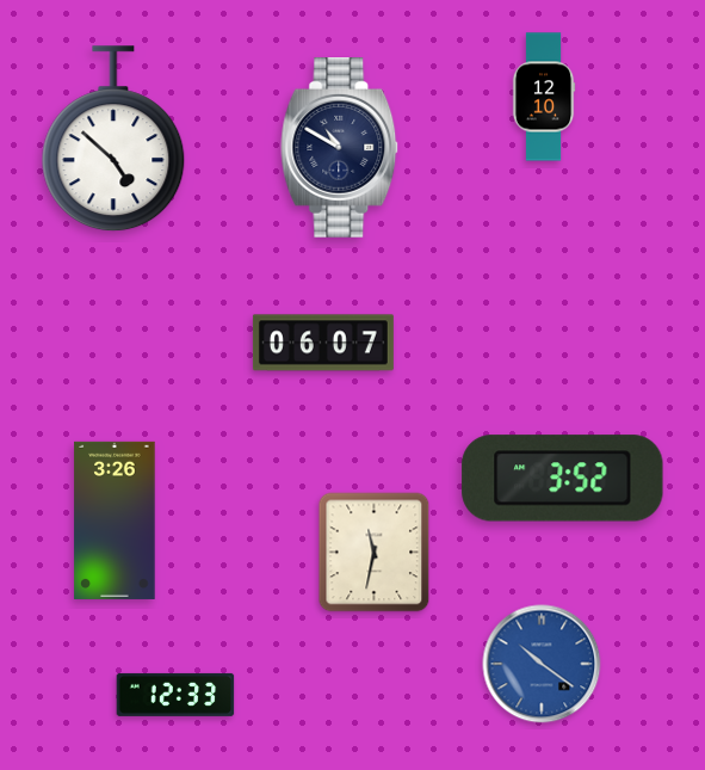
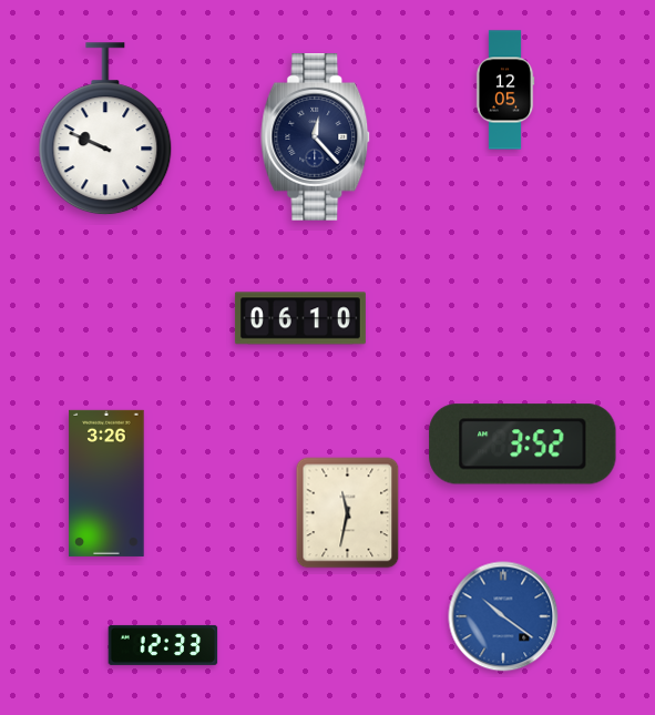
clock at (544, 97): 12:10 -> 12:05
clock at (113, 140): 4:52 -> 9:49
clock at (340, 148): 10:50 -> 12:23
clock at (323, 343): 06:07 -> 06:10
